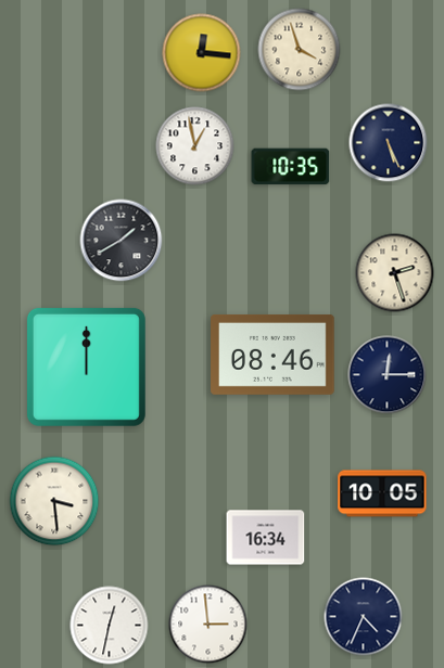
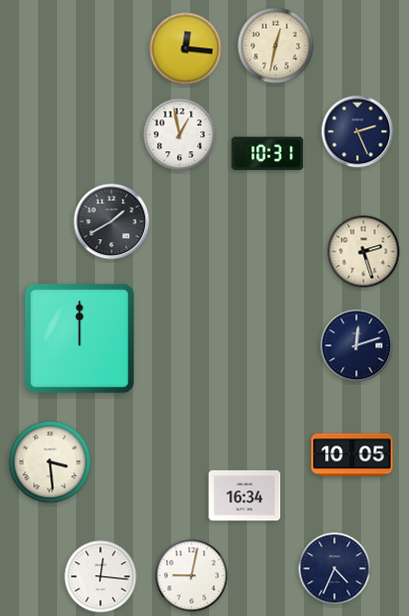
clock at (300, 50): 3:57 -> 12:32
clock at (389, 143): 5:26 -> 2:26
clock at (291, 167): 10:35 -> 10:31
clock at (272, 355): 08:46 -> none
clock at (388, 375): 12:15 -> 12:12
clock at (208, 625): 2:59 -> 9:02
clock at (110, 626): 12:32 -> 12:16
